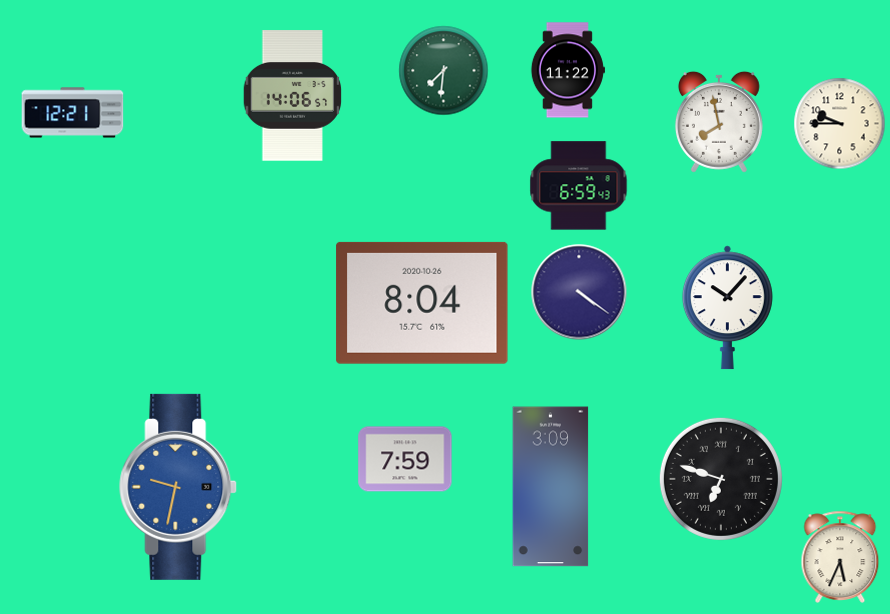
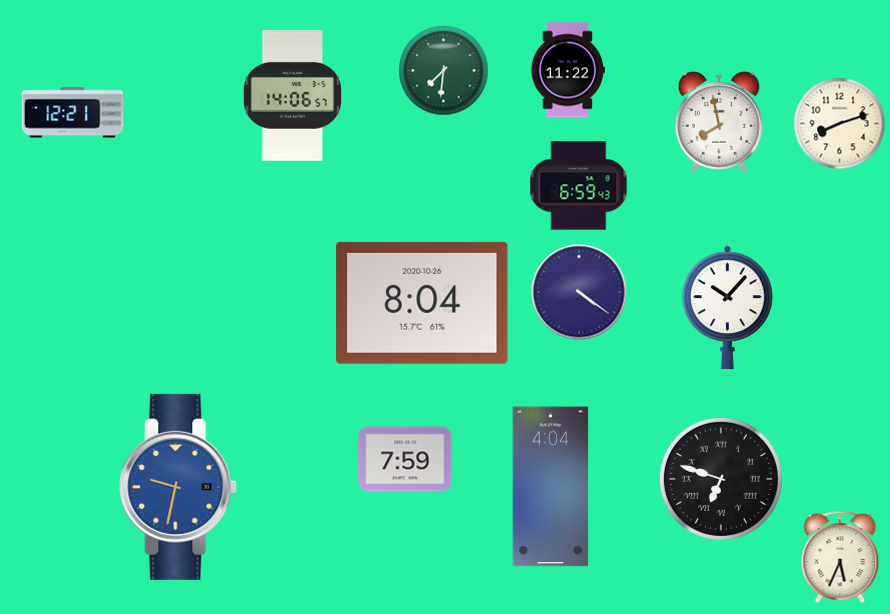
clock at (840, 124): 9:45 -> 8:12
clock at (551, 487): 3:09 -> 4:04
